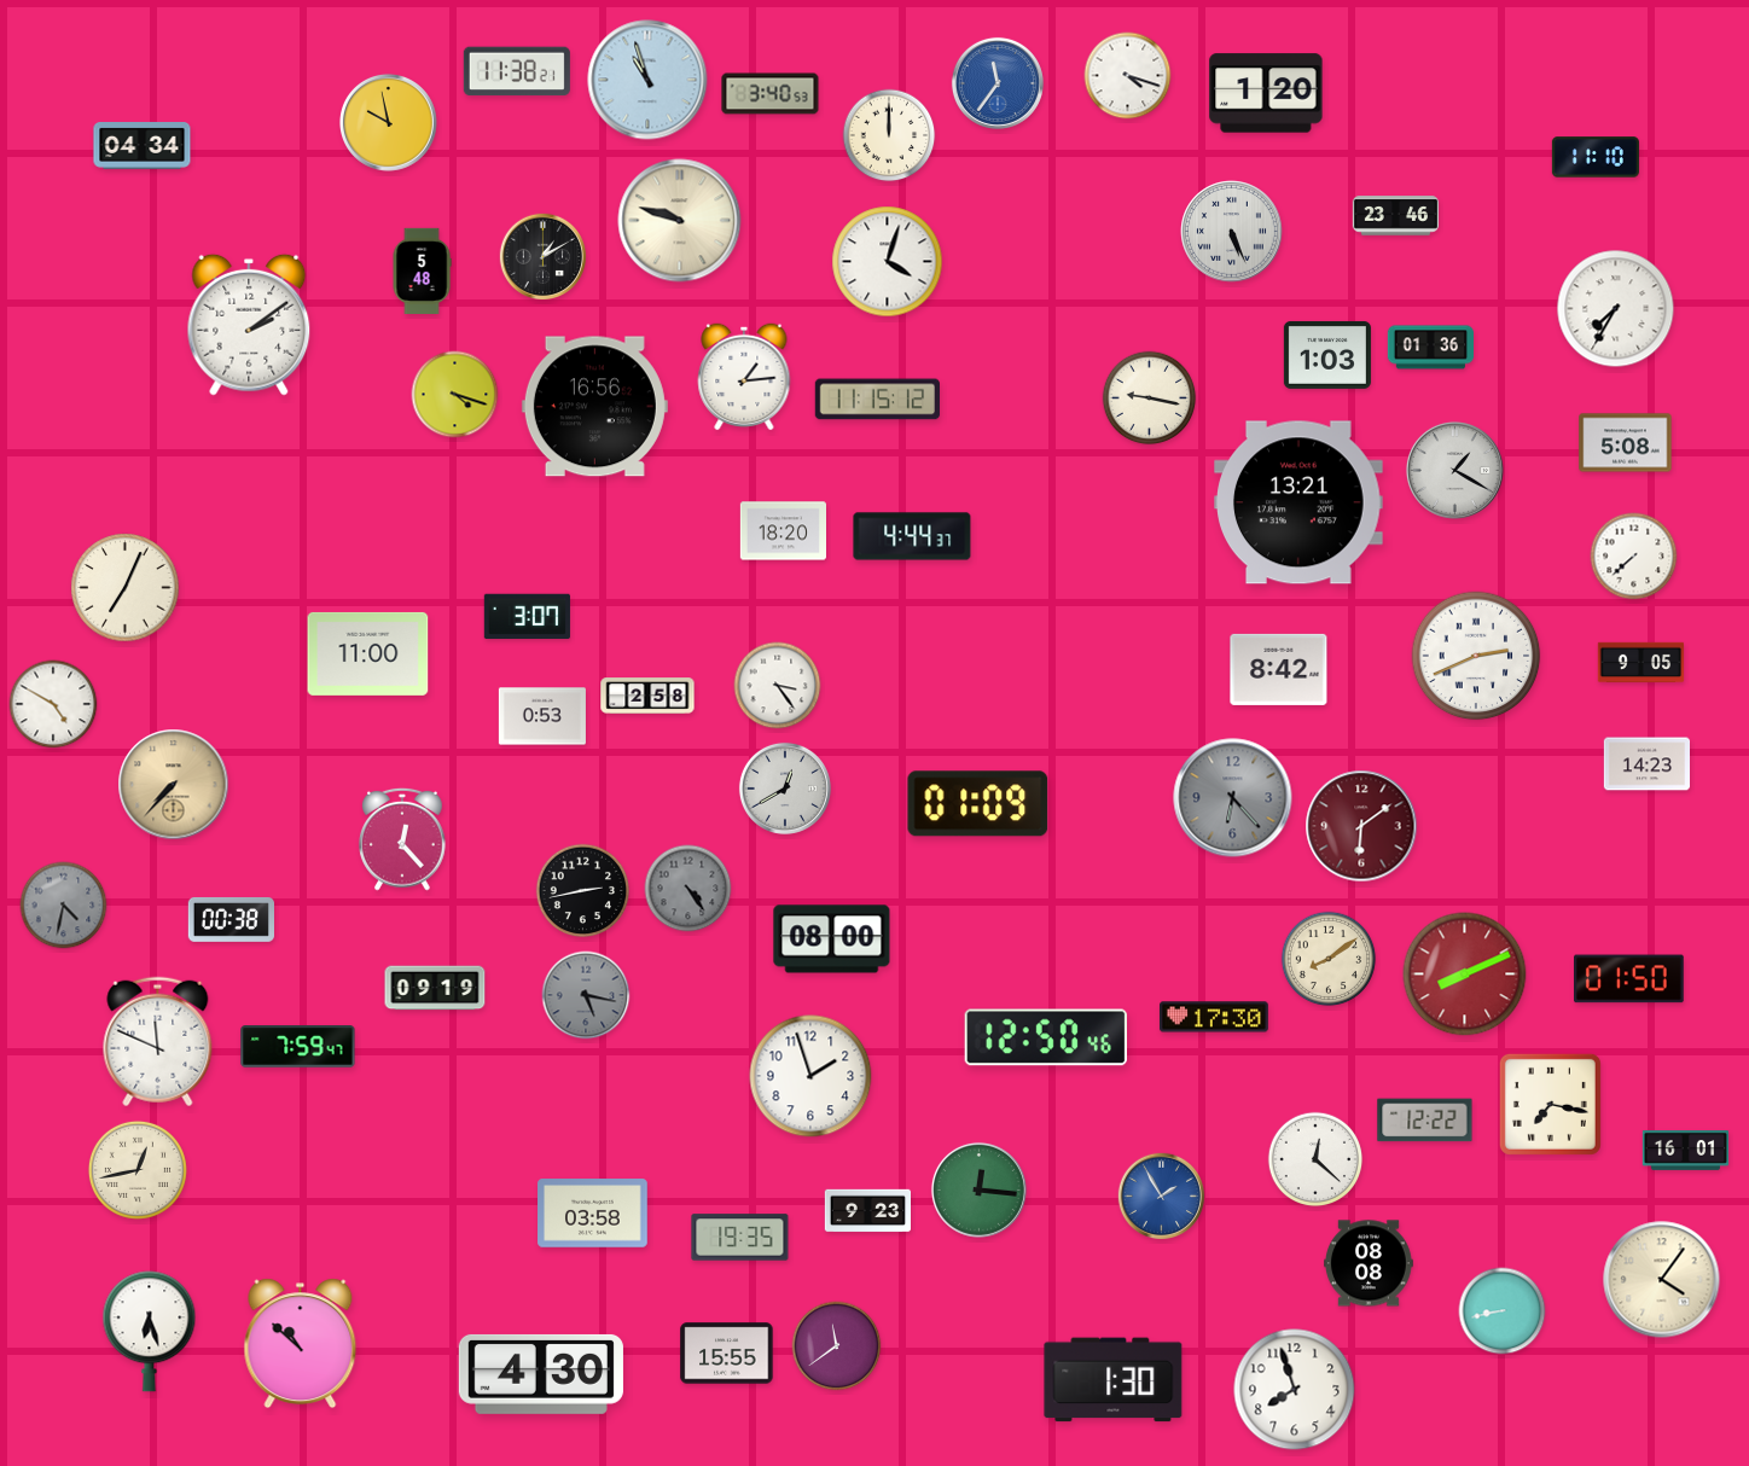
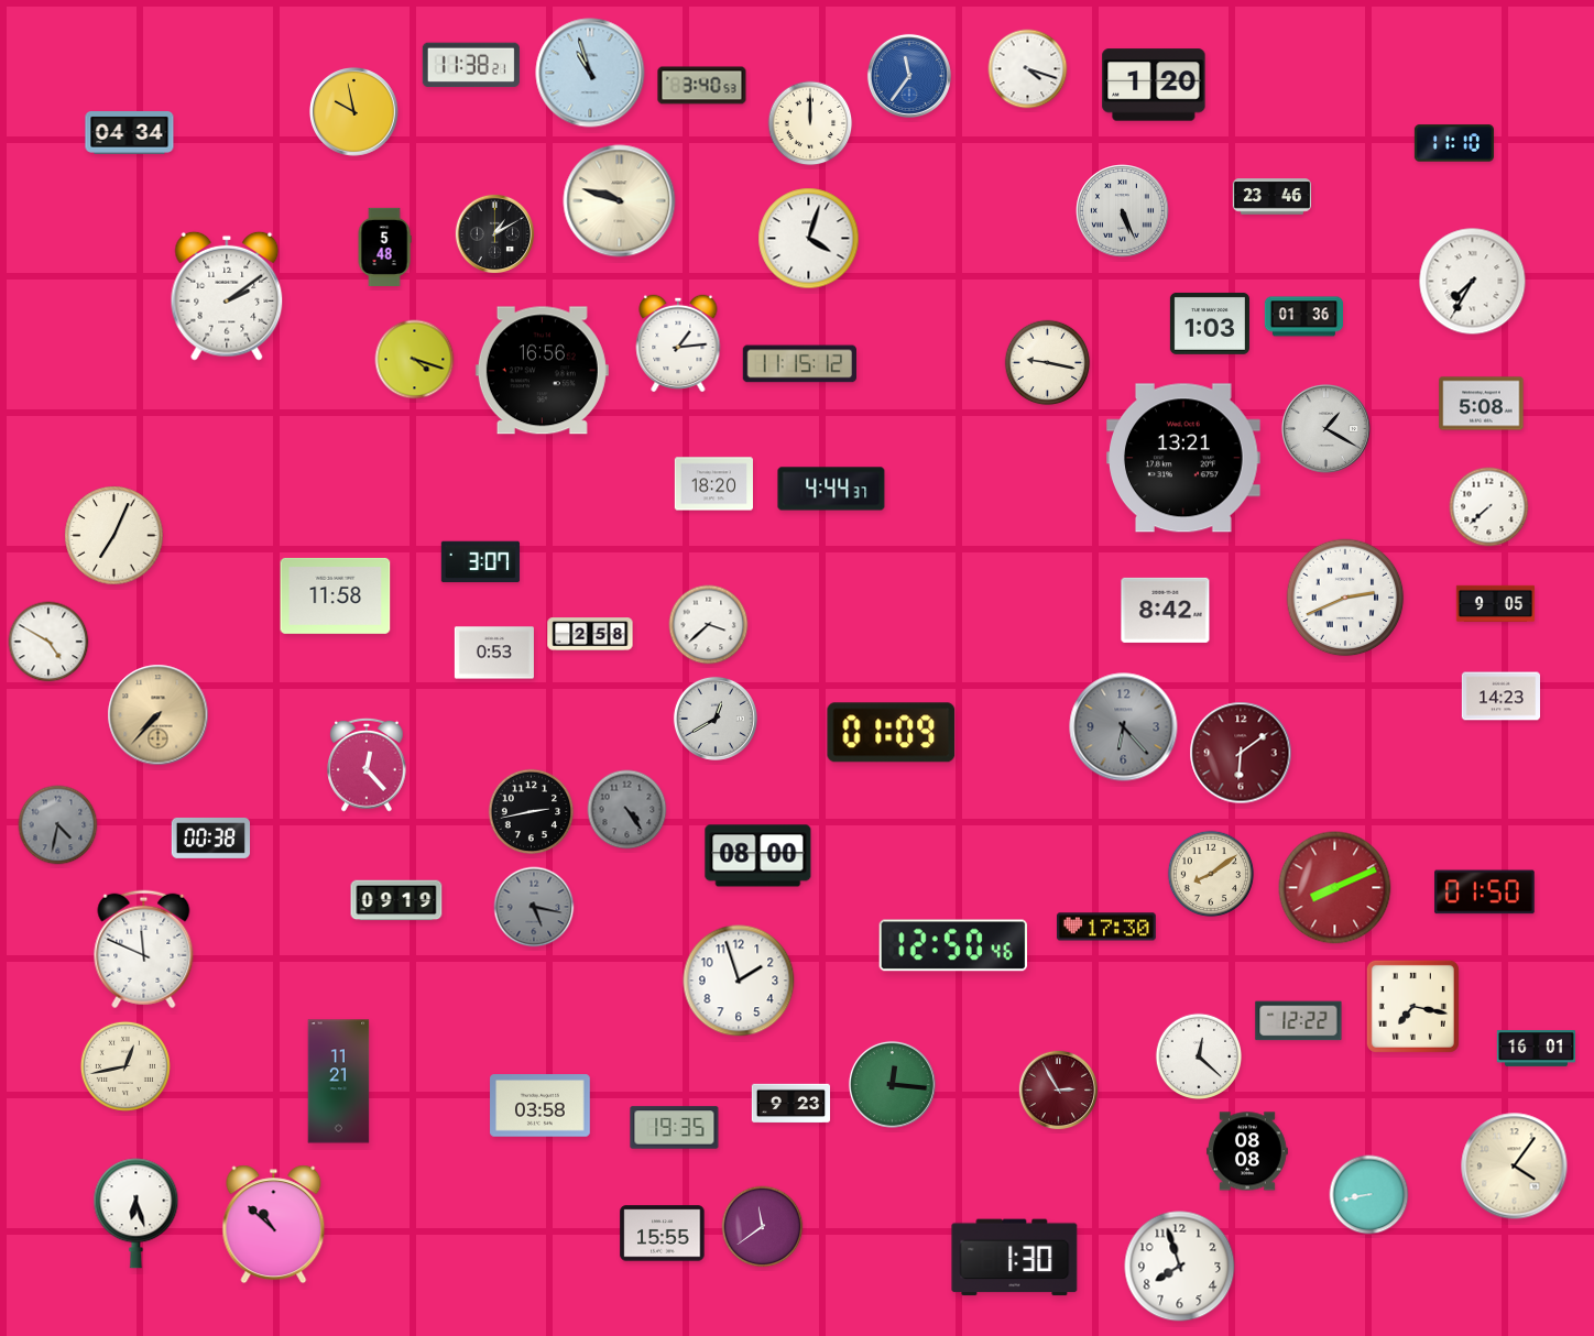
clock at (368, 653): 11:00 -> 11:58
clock at (778, 686): 3:24 -> 3:38
clock at (298, 1047): 7:59 -> none
clock at (339, 1082): none -> 11:21
clock at (1162, 1197): 1:55 -> 2:55
clock at (1162, 1197) dial: blue -> burgundy
clock at (541, 1374): 4:30 -> none
